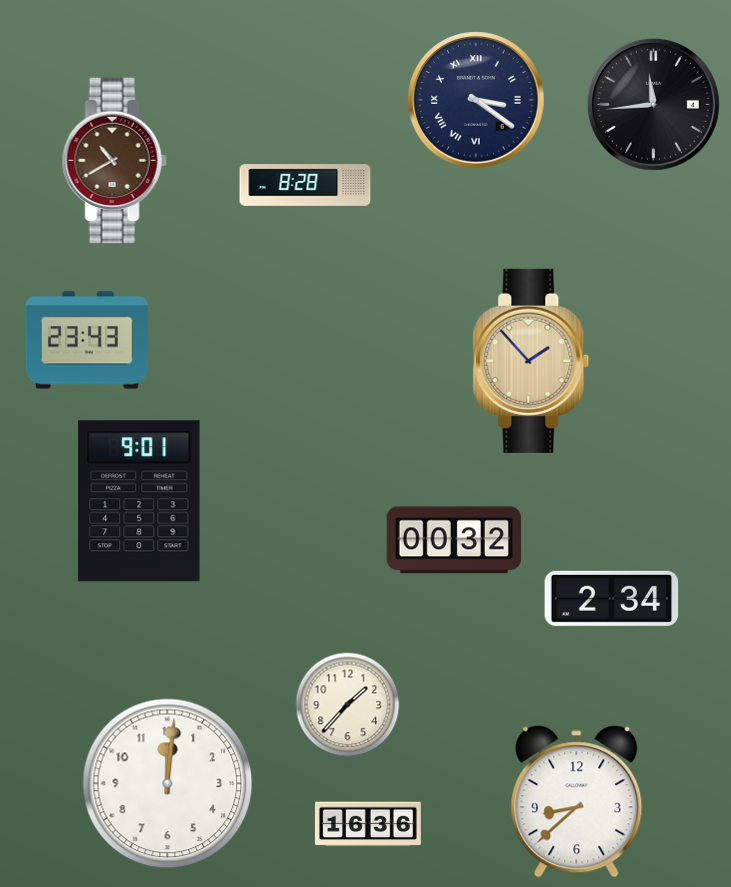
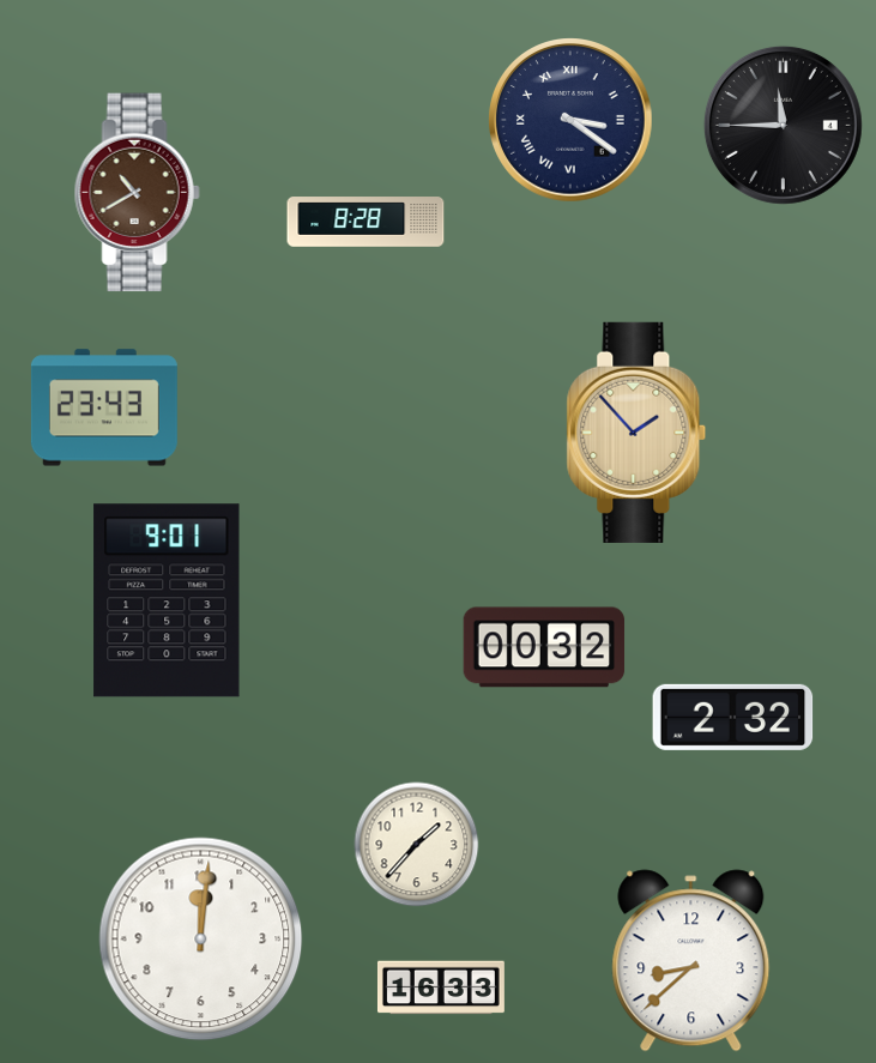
clock at (653, 104): 11:44 -> 11:45
clock at (612, 598): 2:34 -> 2:32
clock at (368, 824): 16:36 -> 16:33
